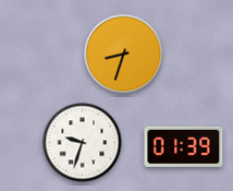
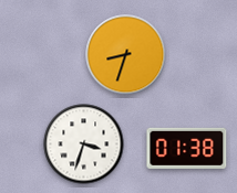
clock at (83, 143): 9:33 -> 3:33
clock at (184, 146): 01:39 -> 01:38
